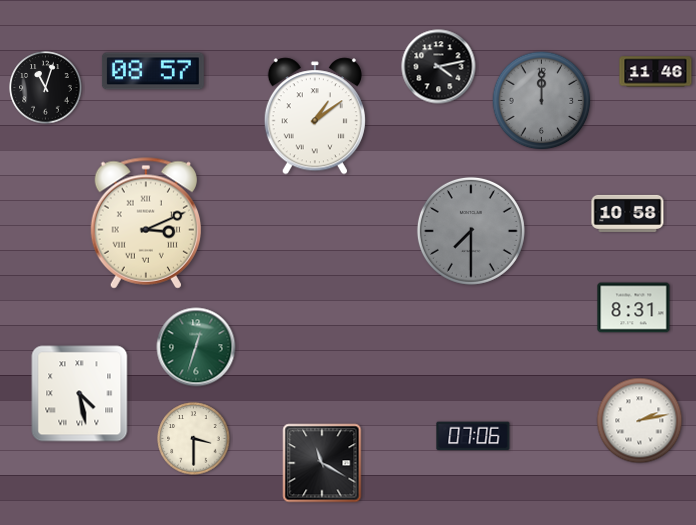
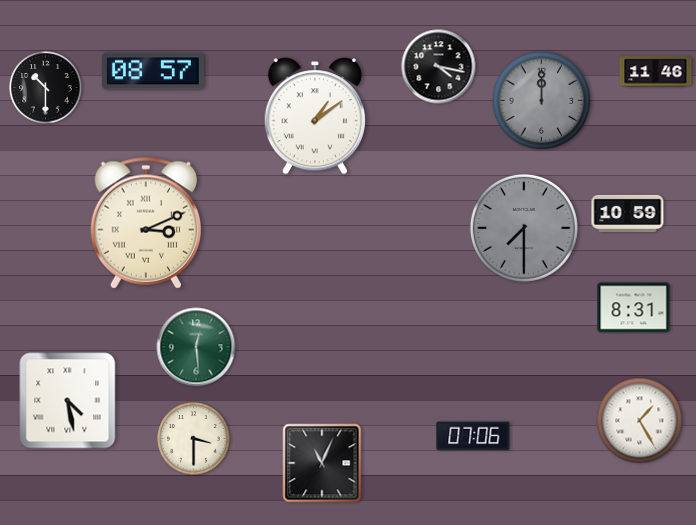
clock at (439, 67): 4:13 -> 4:17
clock at (46, 88): 11:03 -> 10:30
clock at (628, 213): 10:58 -> 10:59
clock at (471, 231) position: (471, 231) -> (524, 228)
clock at (196, 347): 12:33 -> 12:29
clock at (80, 394) position: (80, 394) -> (68, 401)
clock at (640, 421): 2:13 -> 1:25
clock at (322, 463): 11:20 -> 11:04
